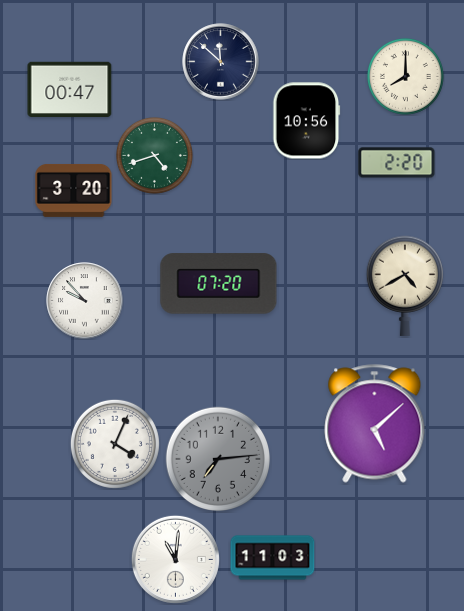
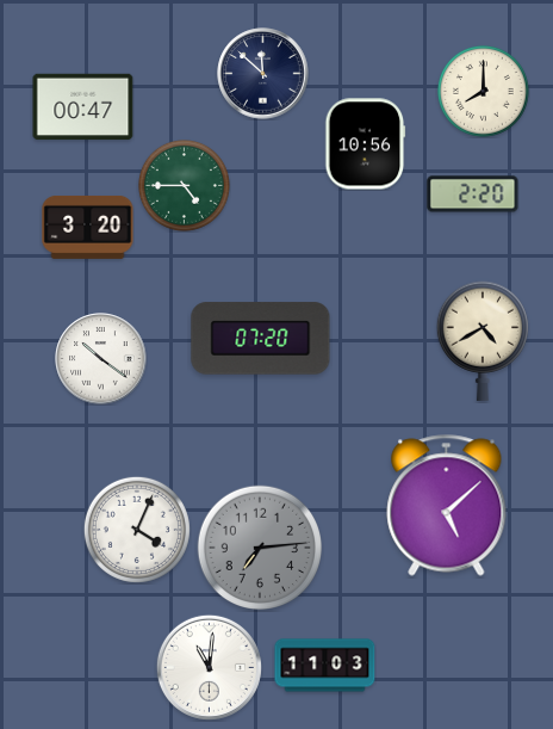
clock at (154, 155): 4:42 -> 4:45
clock at (85, 301): 9:53 -> 10:21
